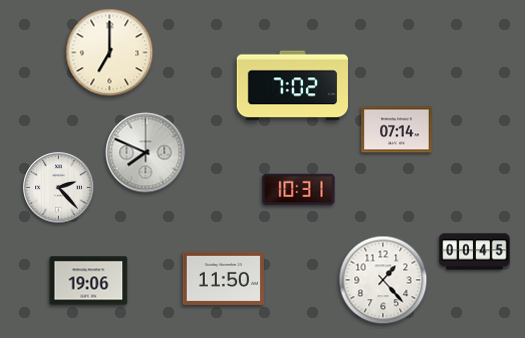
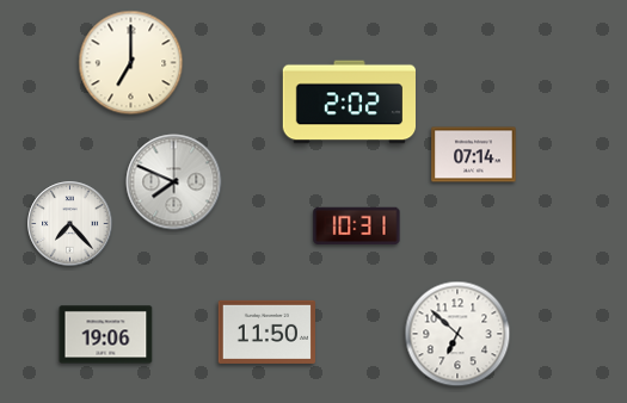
clock at (292, 86): 7:02 -> 2:02
clock at (59, 188): 2:23 -> 7:23
clock at (475, 252): 00:45 -> none
clock at (383, 280): 1:23 -> 6:52
